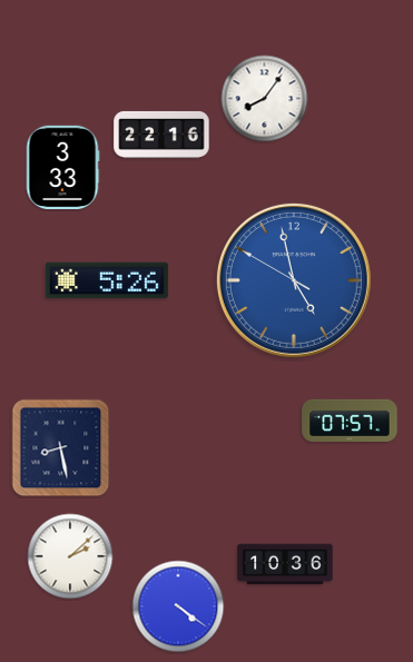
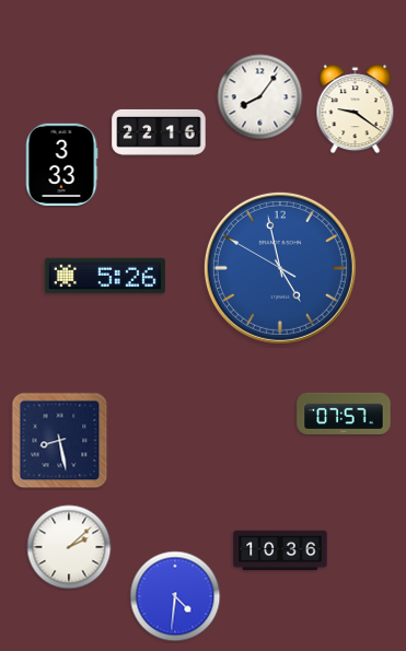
clock at (356, 109): none -> 9:21
clock at (294, 280) position: (294, 280) -> (280, 268)
clock at (285, 564) position: (285, 564) -> (280, 550)
clock at (178, 606): 4:21 -> 4:31
